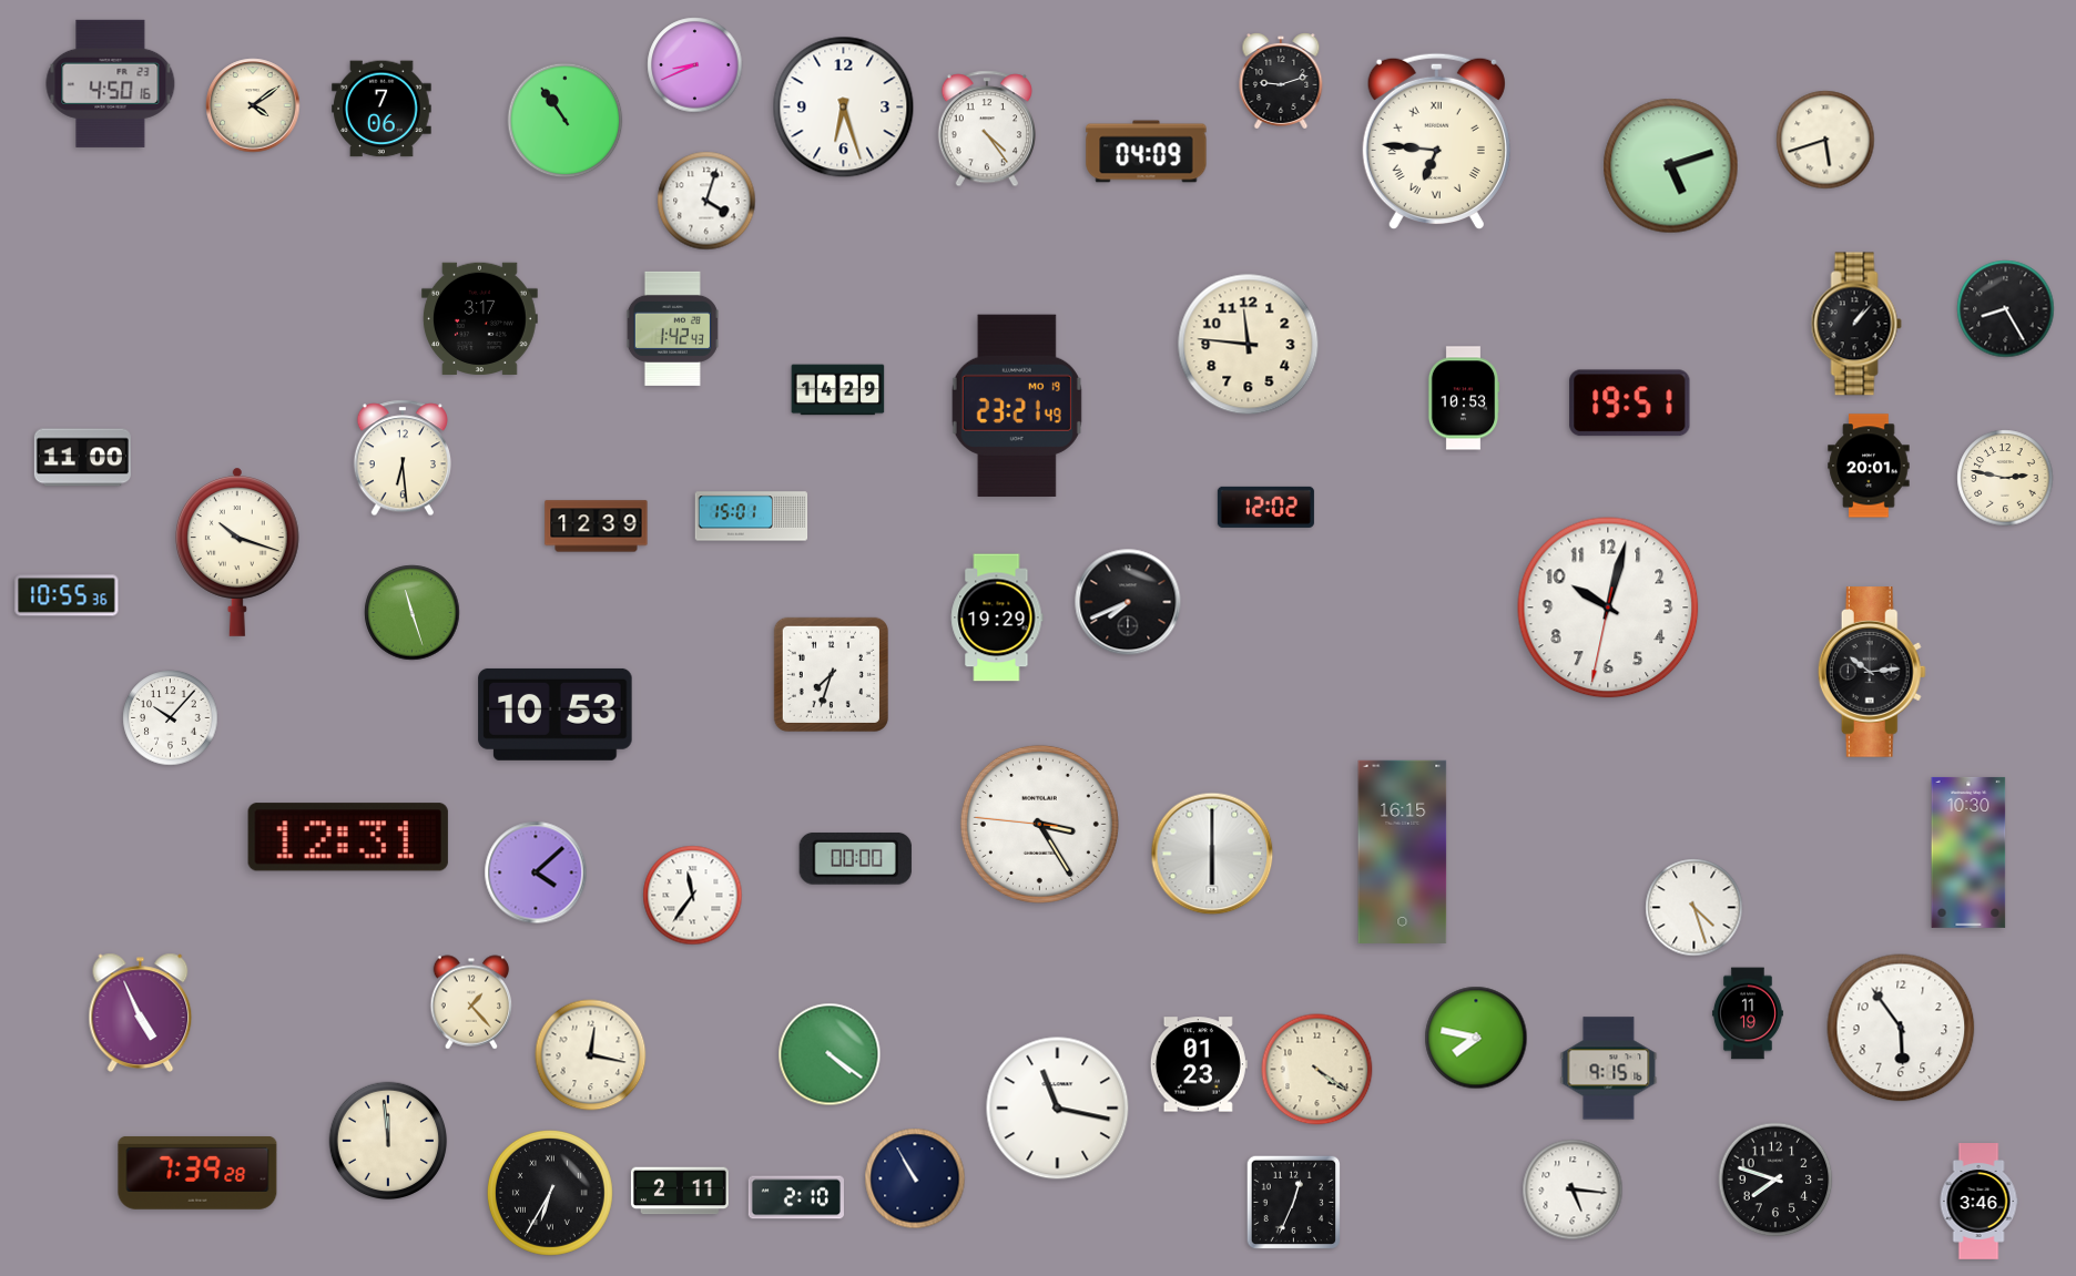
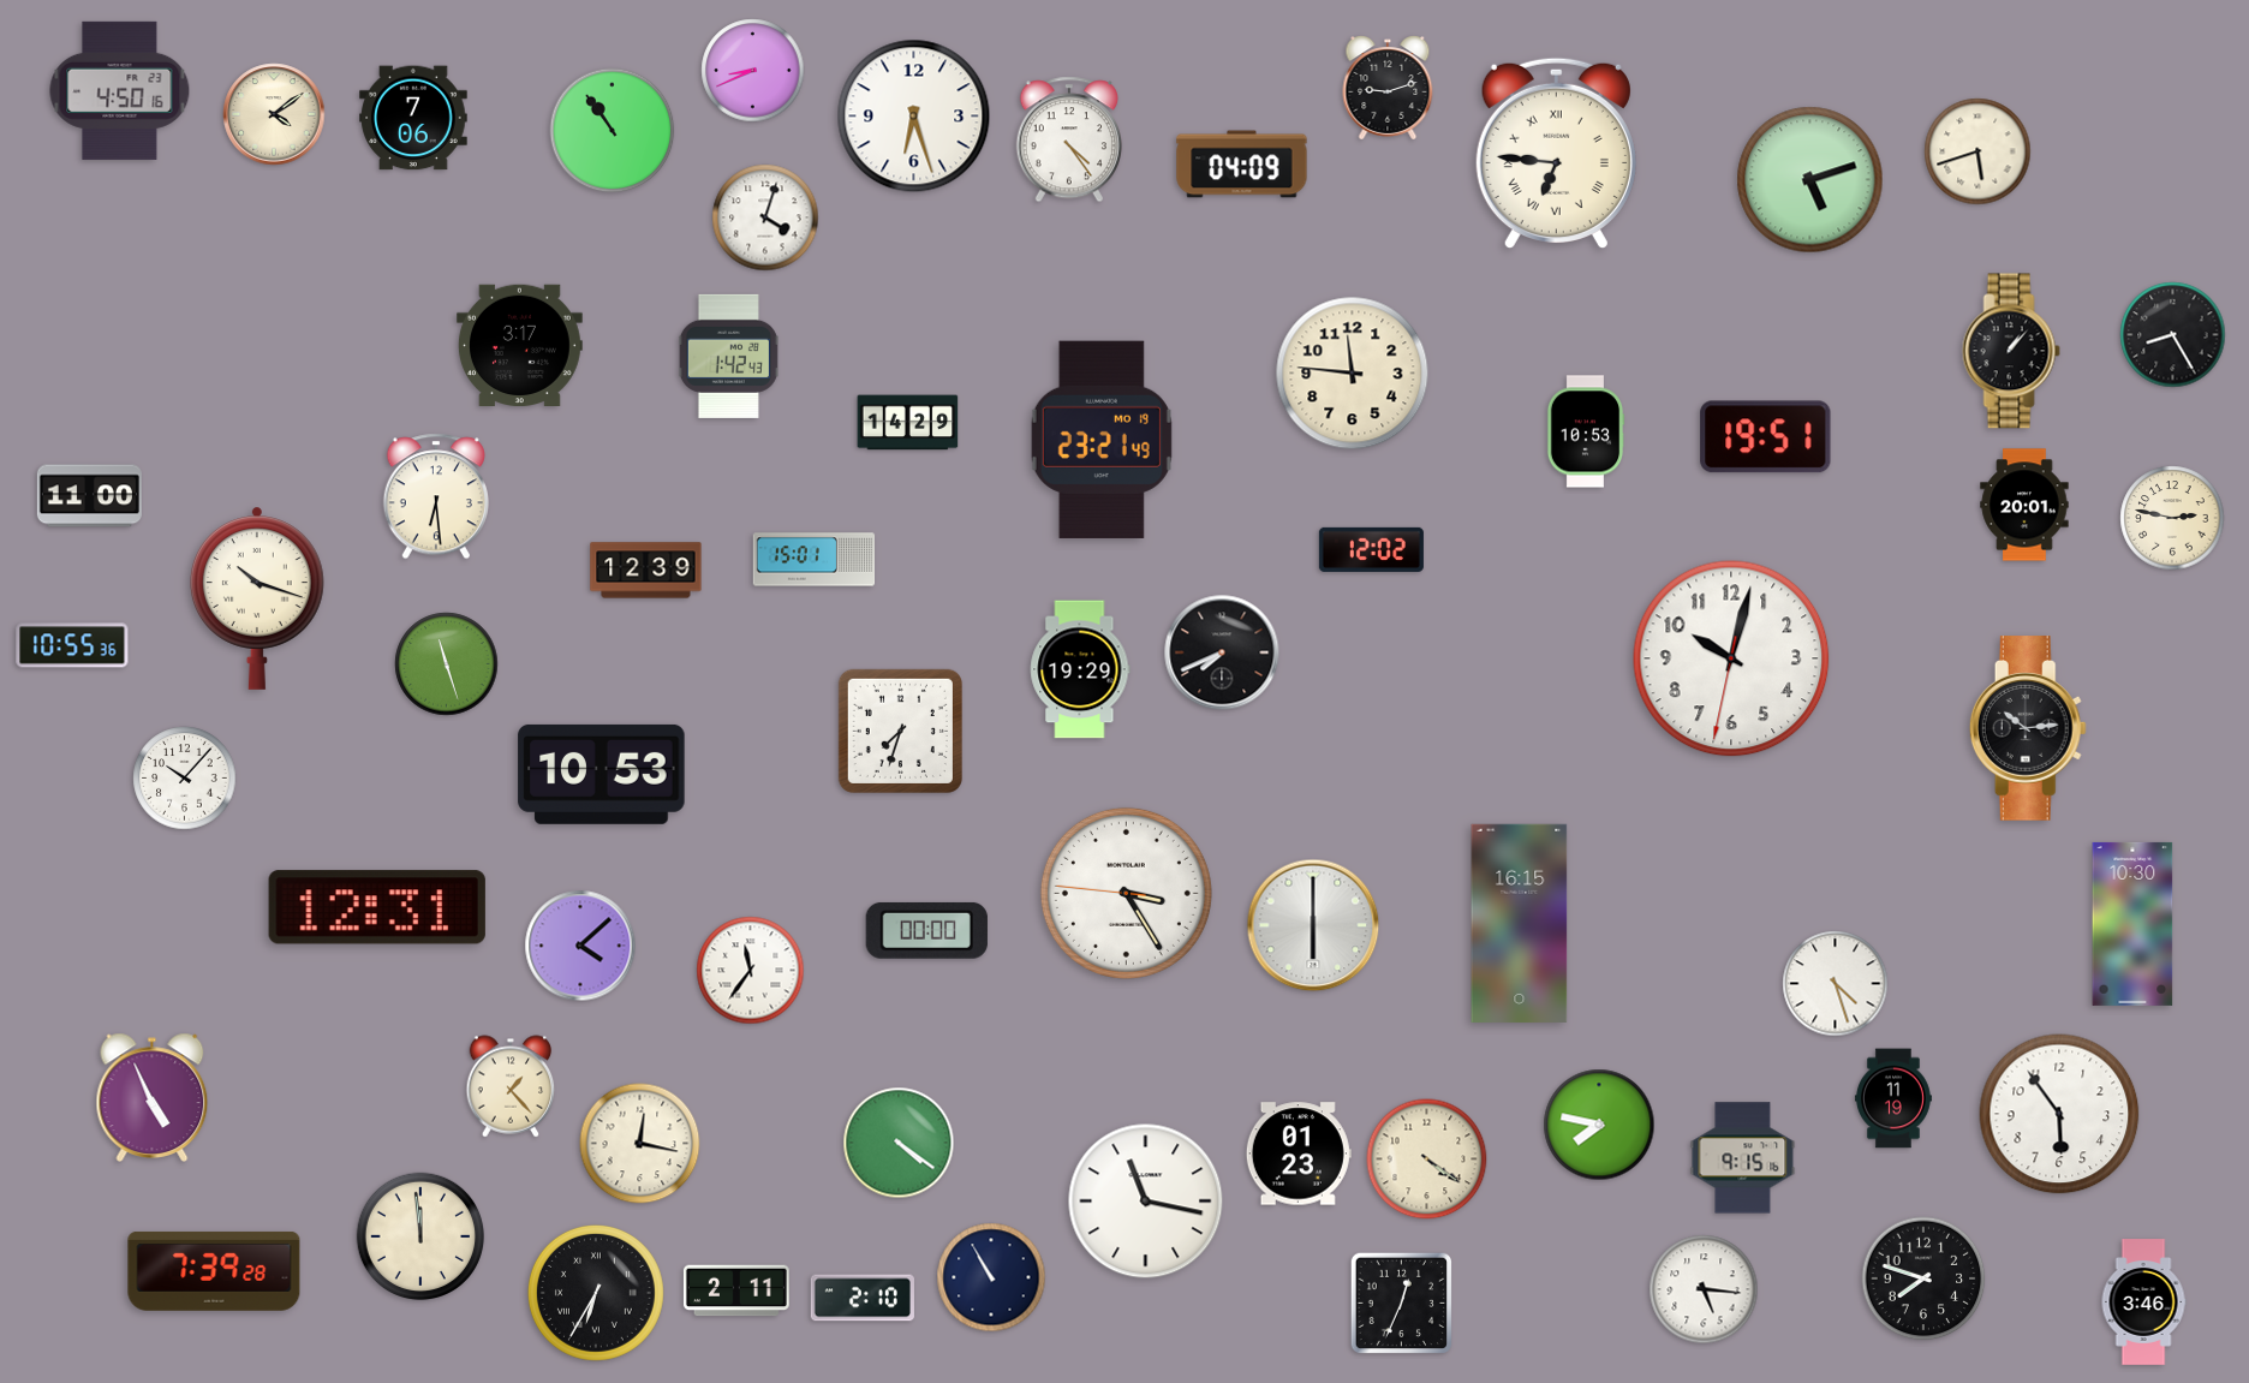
clock at (1608, 608) position: (1608, 608) -> (1731, 658)
